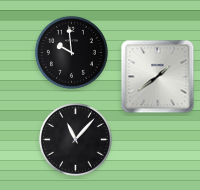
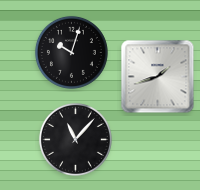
clock at (71, 52): 9:59 -> 10:03
clock at (158, 77): 1:39 -> 1:42
